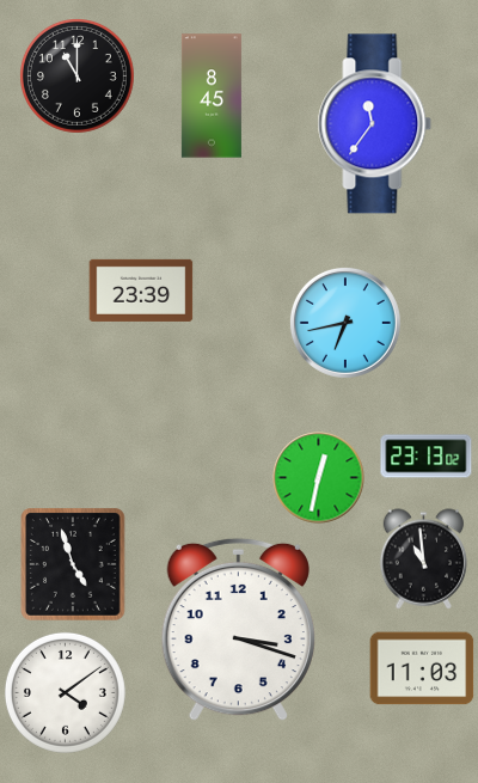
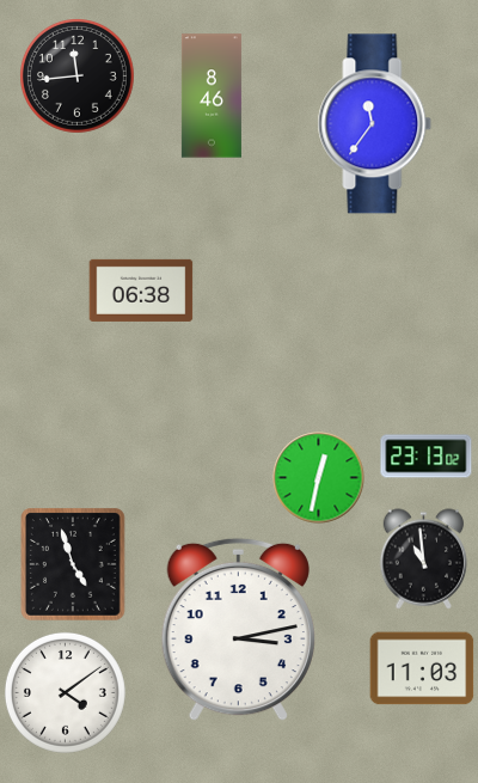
clock at (76, 75): 11:00 -> 11:44
clock at (212, 96): 8:45 -> 8:46
clock at (141, 290): 23:39 -> 06:38
clock at (345, 323): 6:43 -> none
clock at (238, 630): 3:18 -> 3:13
